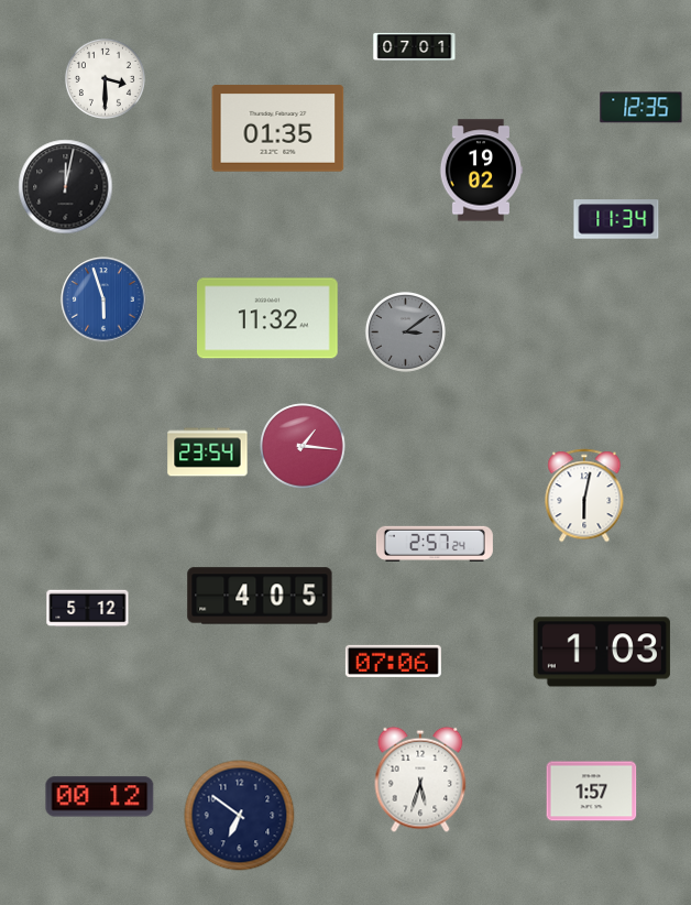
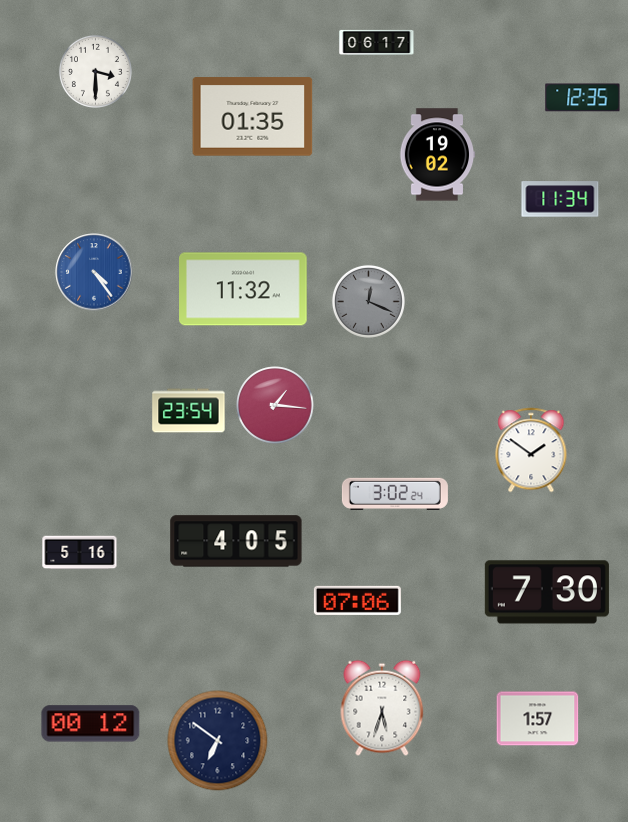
clock at (415, 46): 07:01 -> 06:17
clock at (66, 187): 12:02 -> none
clock at (103, 299): 5:57 -> 4:24
clock at (405, 331): 3:09 -> 12:19
clock at (584, 495): 6:02 -> 1:51
clock at (435, 544): 2:57 -> 3:02
clock at (88, 609): 5:12 -> 5:16
clock at (602, 652): 1:03 -> 7:30
